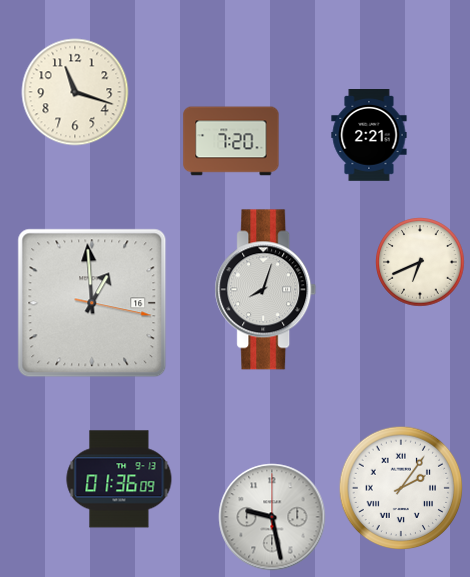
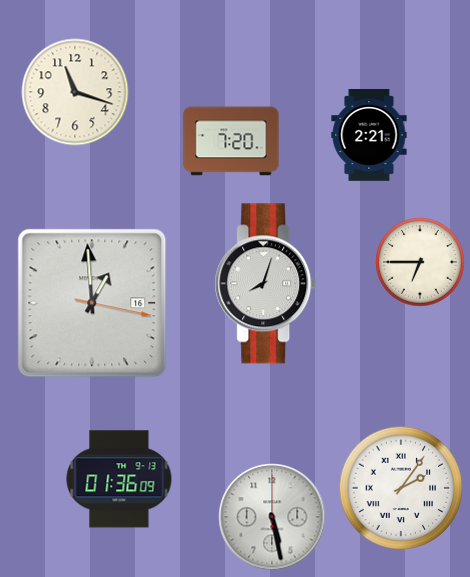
clock at (420, 262): 6:41 -> 6:45
clock at (266, 290) position: (266, 290) -> (266, 284)
clock at (272, 517): 9:28 -> 5:28
